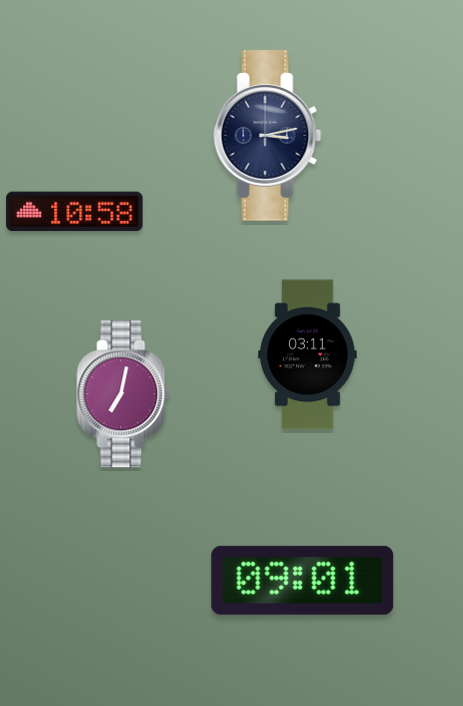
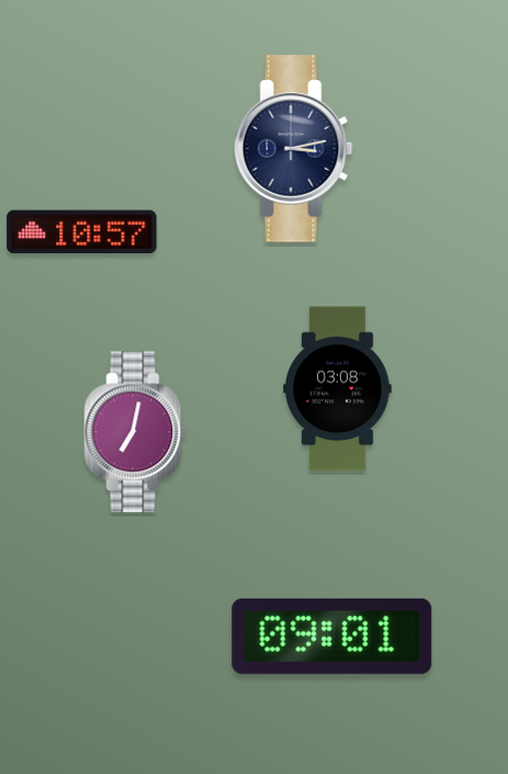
clock at (75, 212): 10:58 -> 10:57
clock at (308, 355): 03:11 -> 03:08
